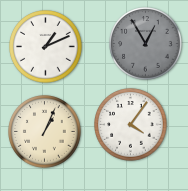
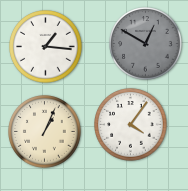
clock at (146, 44): 12:55 -> 12:50
clock at (46, 47): 1:11 -> 1:16
